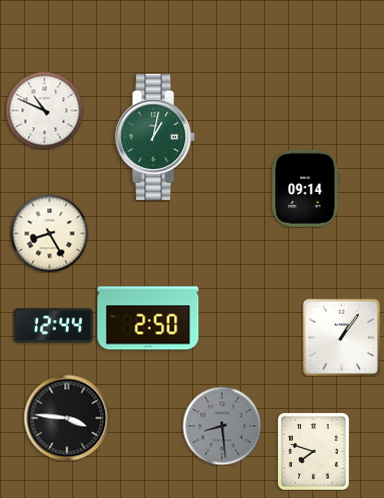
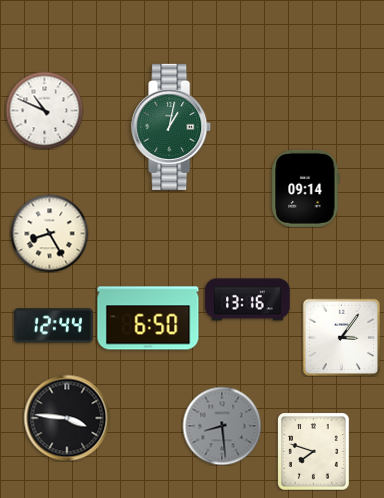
clock at (156, 137) position: (156, 137) -> (172, 127)
clock at (248, 300): none -> 13:16
clock at (148, 318): 2:50 -> 6:50
clock at (341, 337): 1:06 -> 3:06
